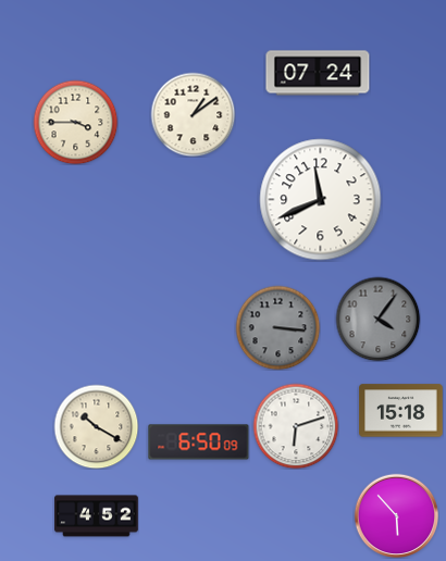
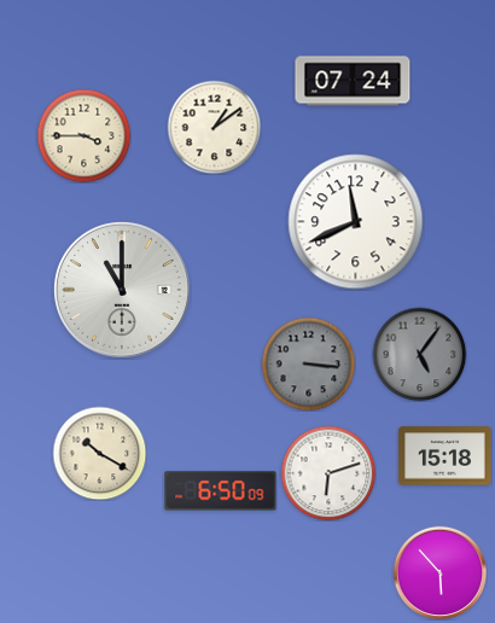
clock at (123, 291): none -> 11:00
clock at (377, 319): 4:06 -> 5:06
clock at (96, 426) position: (96, 426) -> (99, 453)
clock at (97, 516): 4:52 -> none
